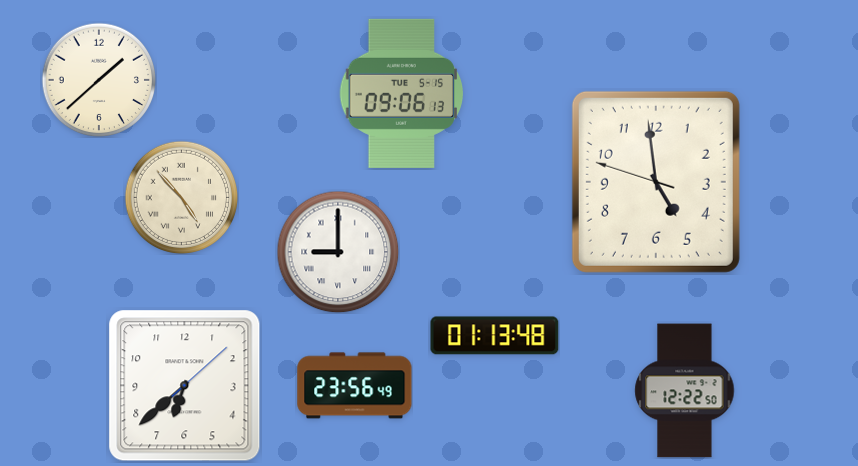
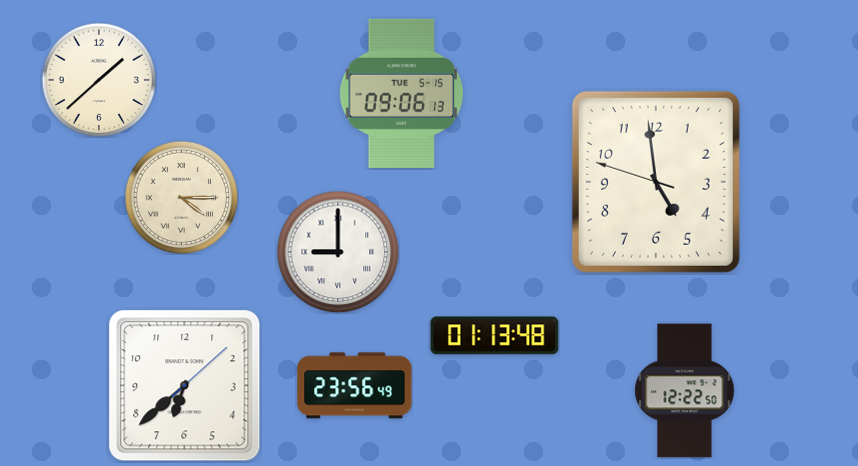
clock at (181, 197): 4:53 -> 4:15
